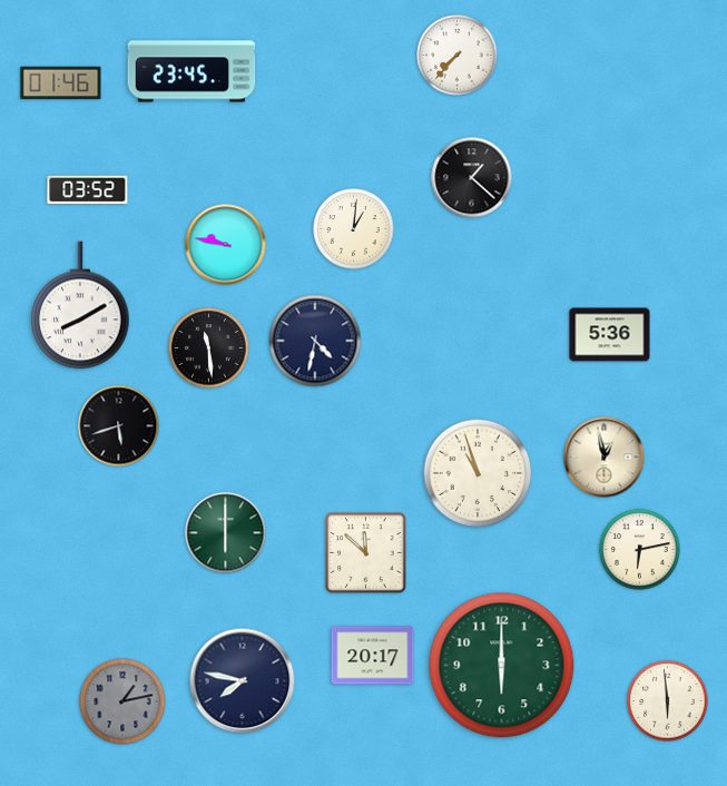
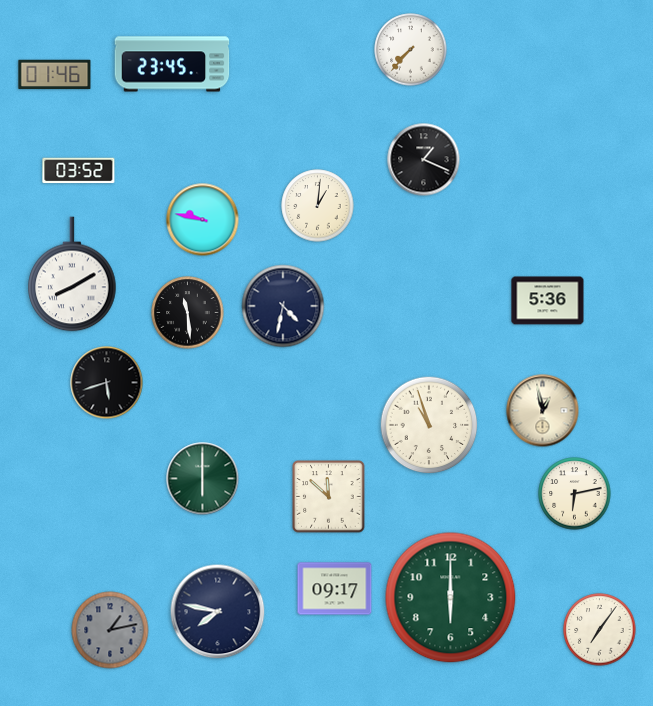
clock at (472, 178): 1:22 -> 1:19
clock at (373, 656): 20:17 -> 09:17
clock at (668, 701): 5:59 -> 7:06
